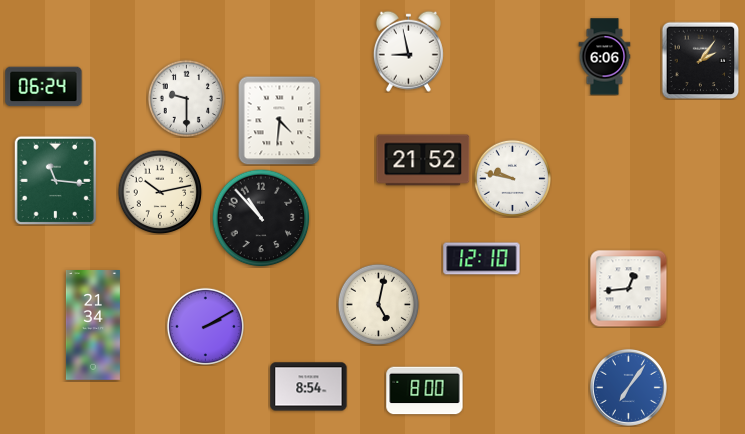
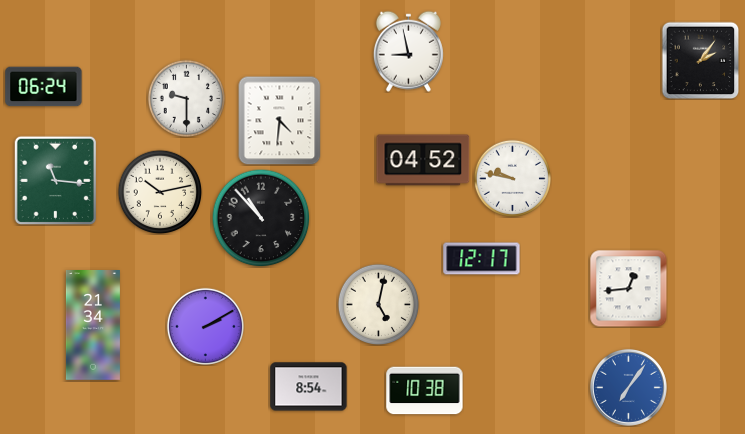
clock at (605, 57): 6:06 -> none
clock at (423, 160): 21:52 -> 04:52
clock at (482, 259): 12:10 -> 12:17
clock at (425, 391): 8:00 -> 10:38
